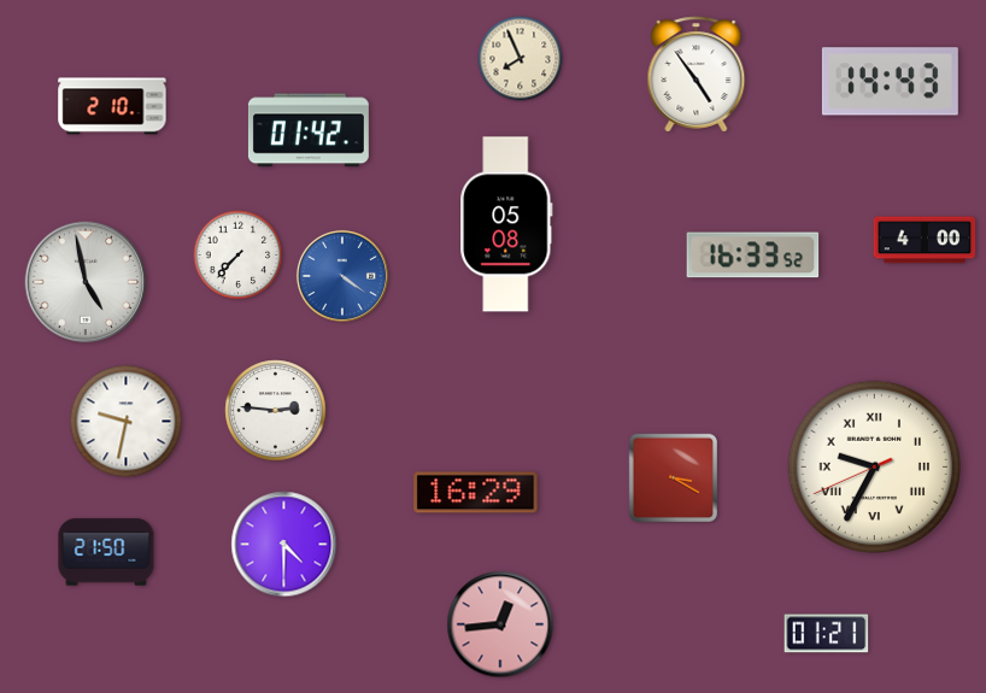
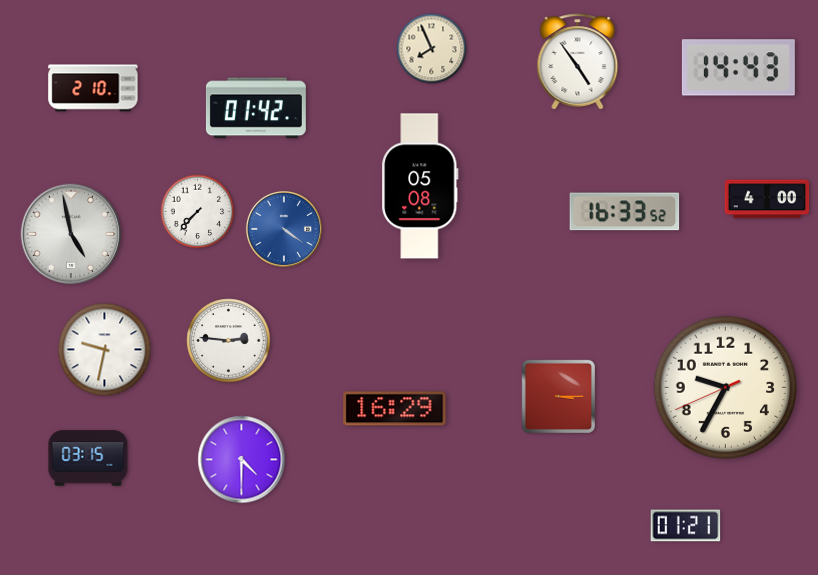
clock at (874, 466) numerals: Roman -> Arabic
clock at (673, 477): 3:20 -> 3:15
clock at (284, 545) position: (284, 545) -> (242, 460)
clock at (106, 552): 21:50 -> 03:15
clock at (500, 624): 12:44 -> none
